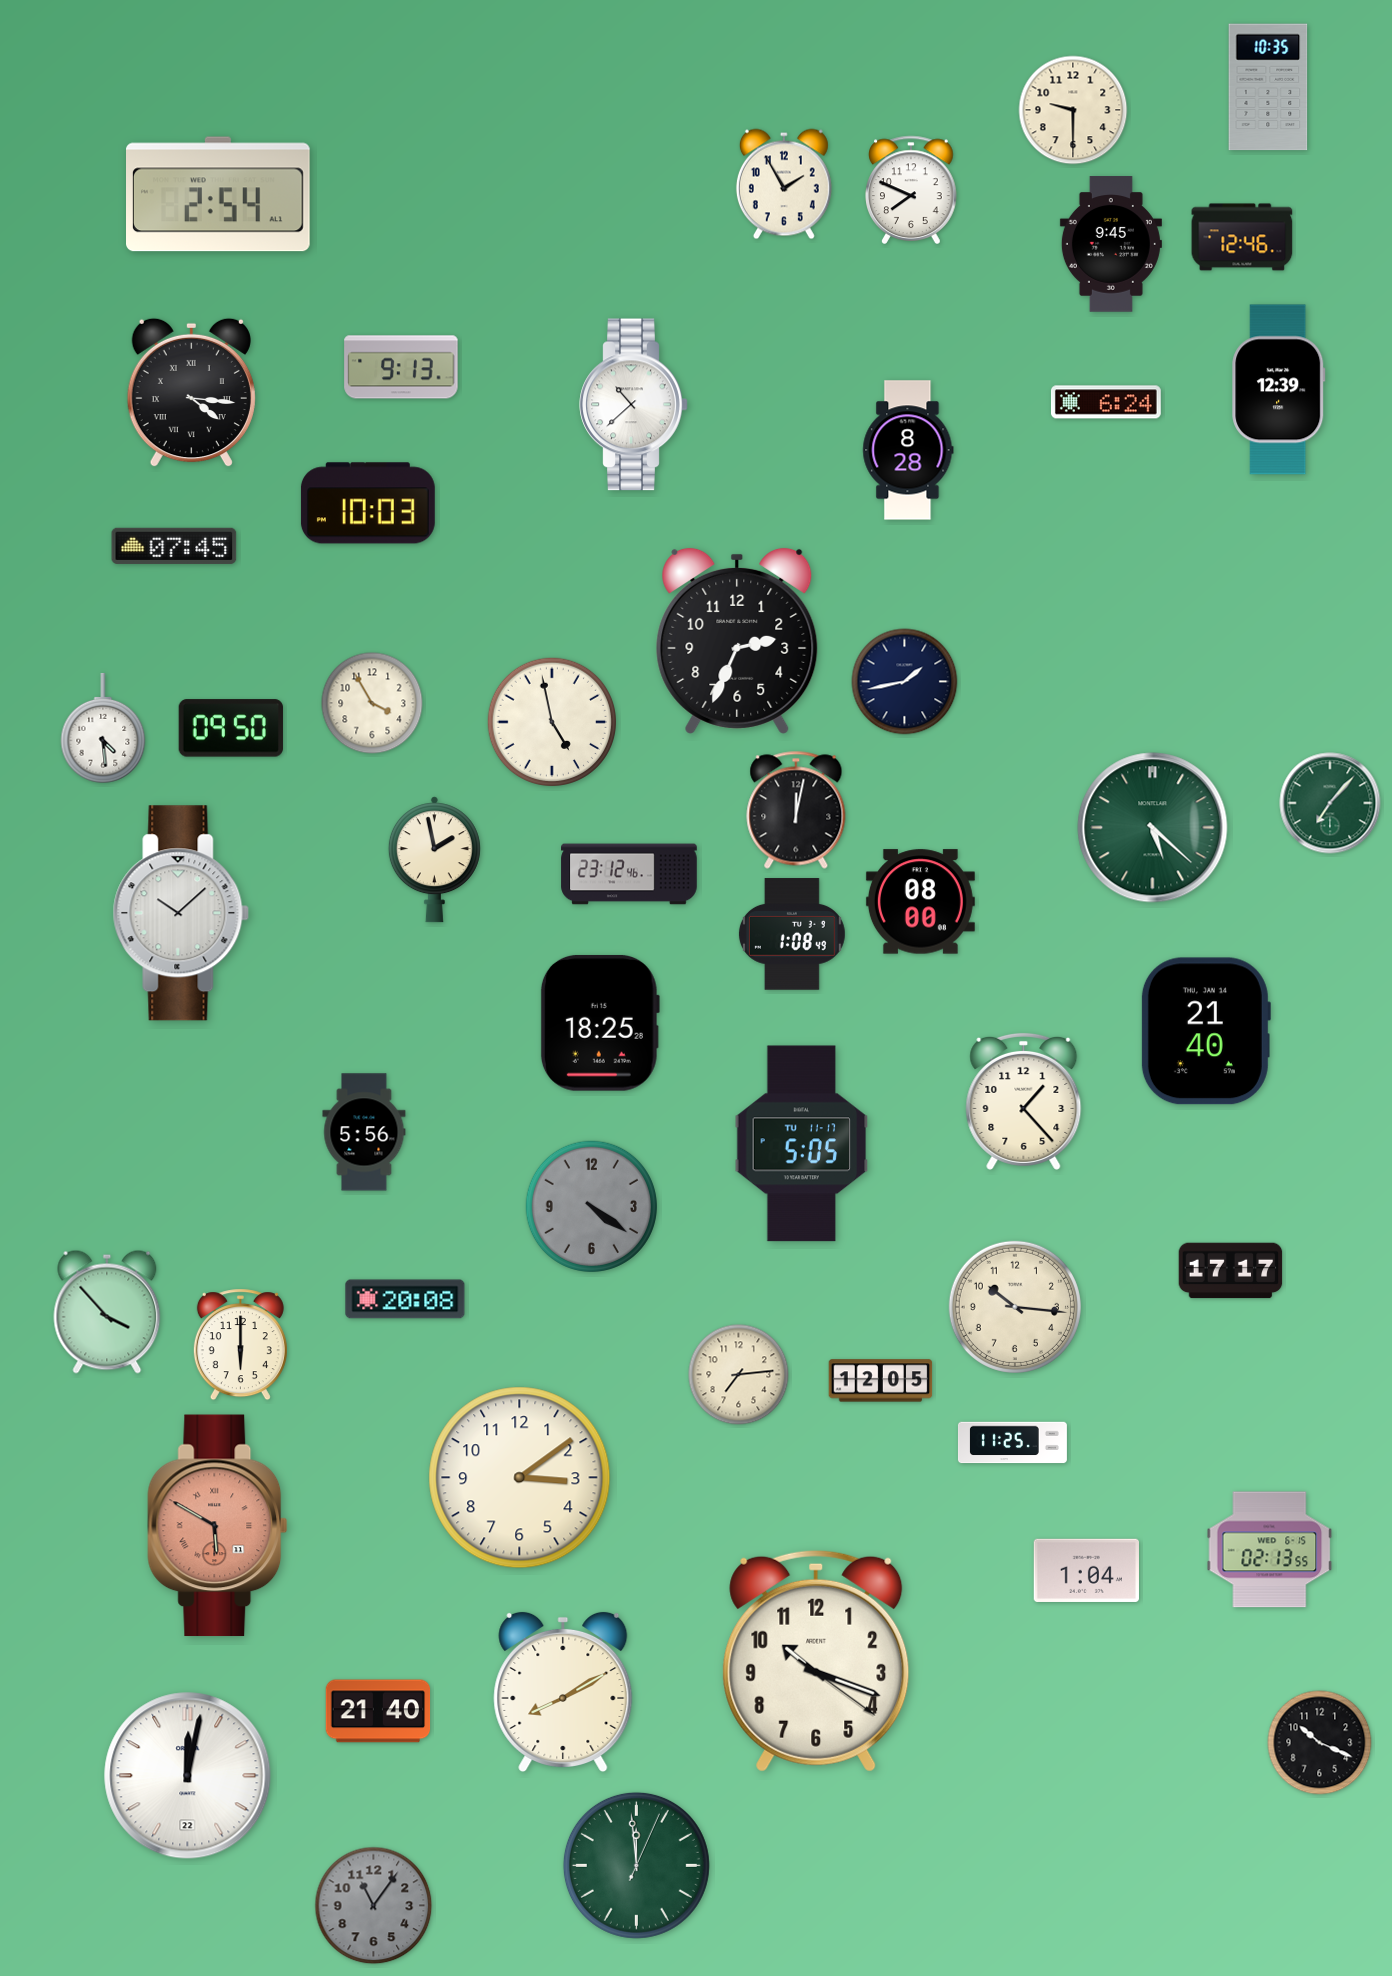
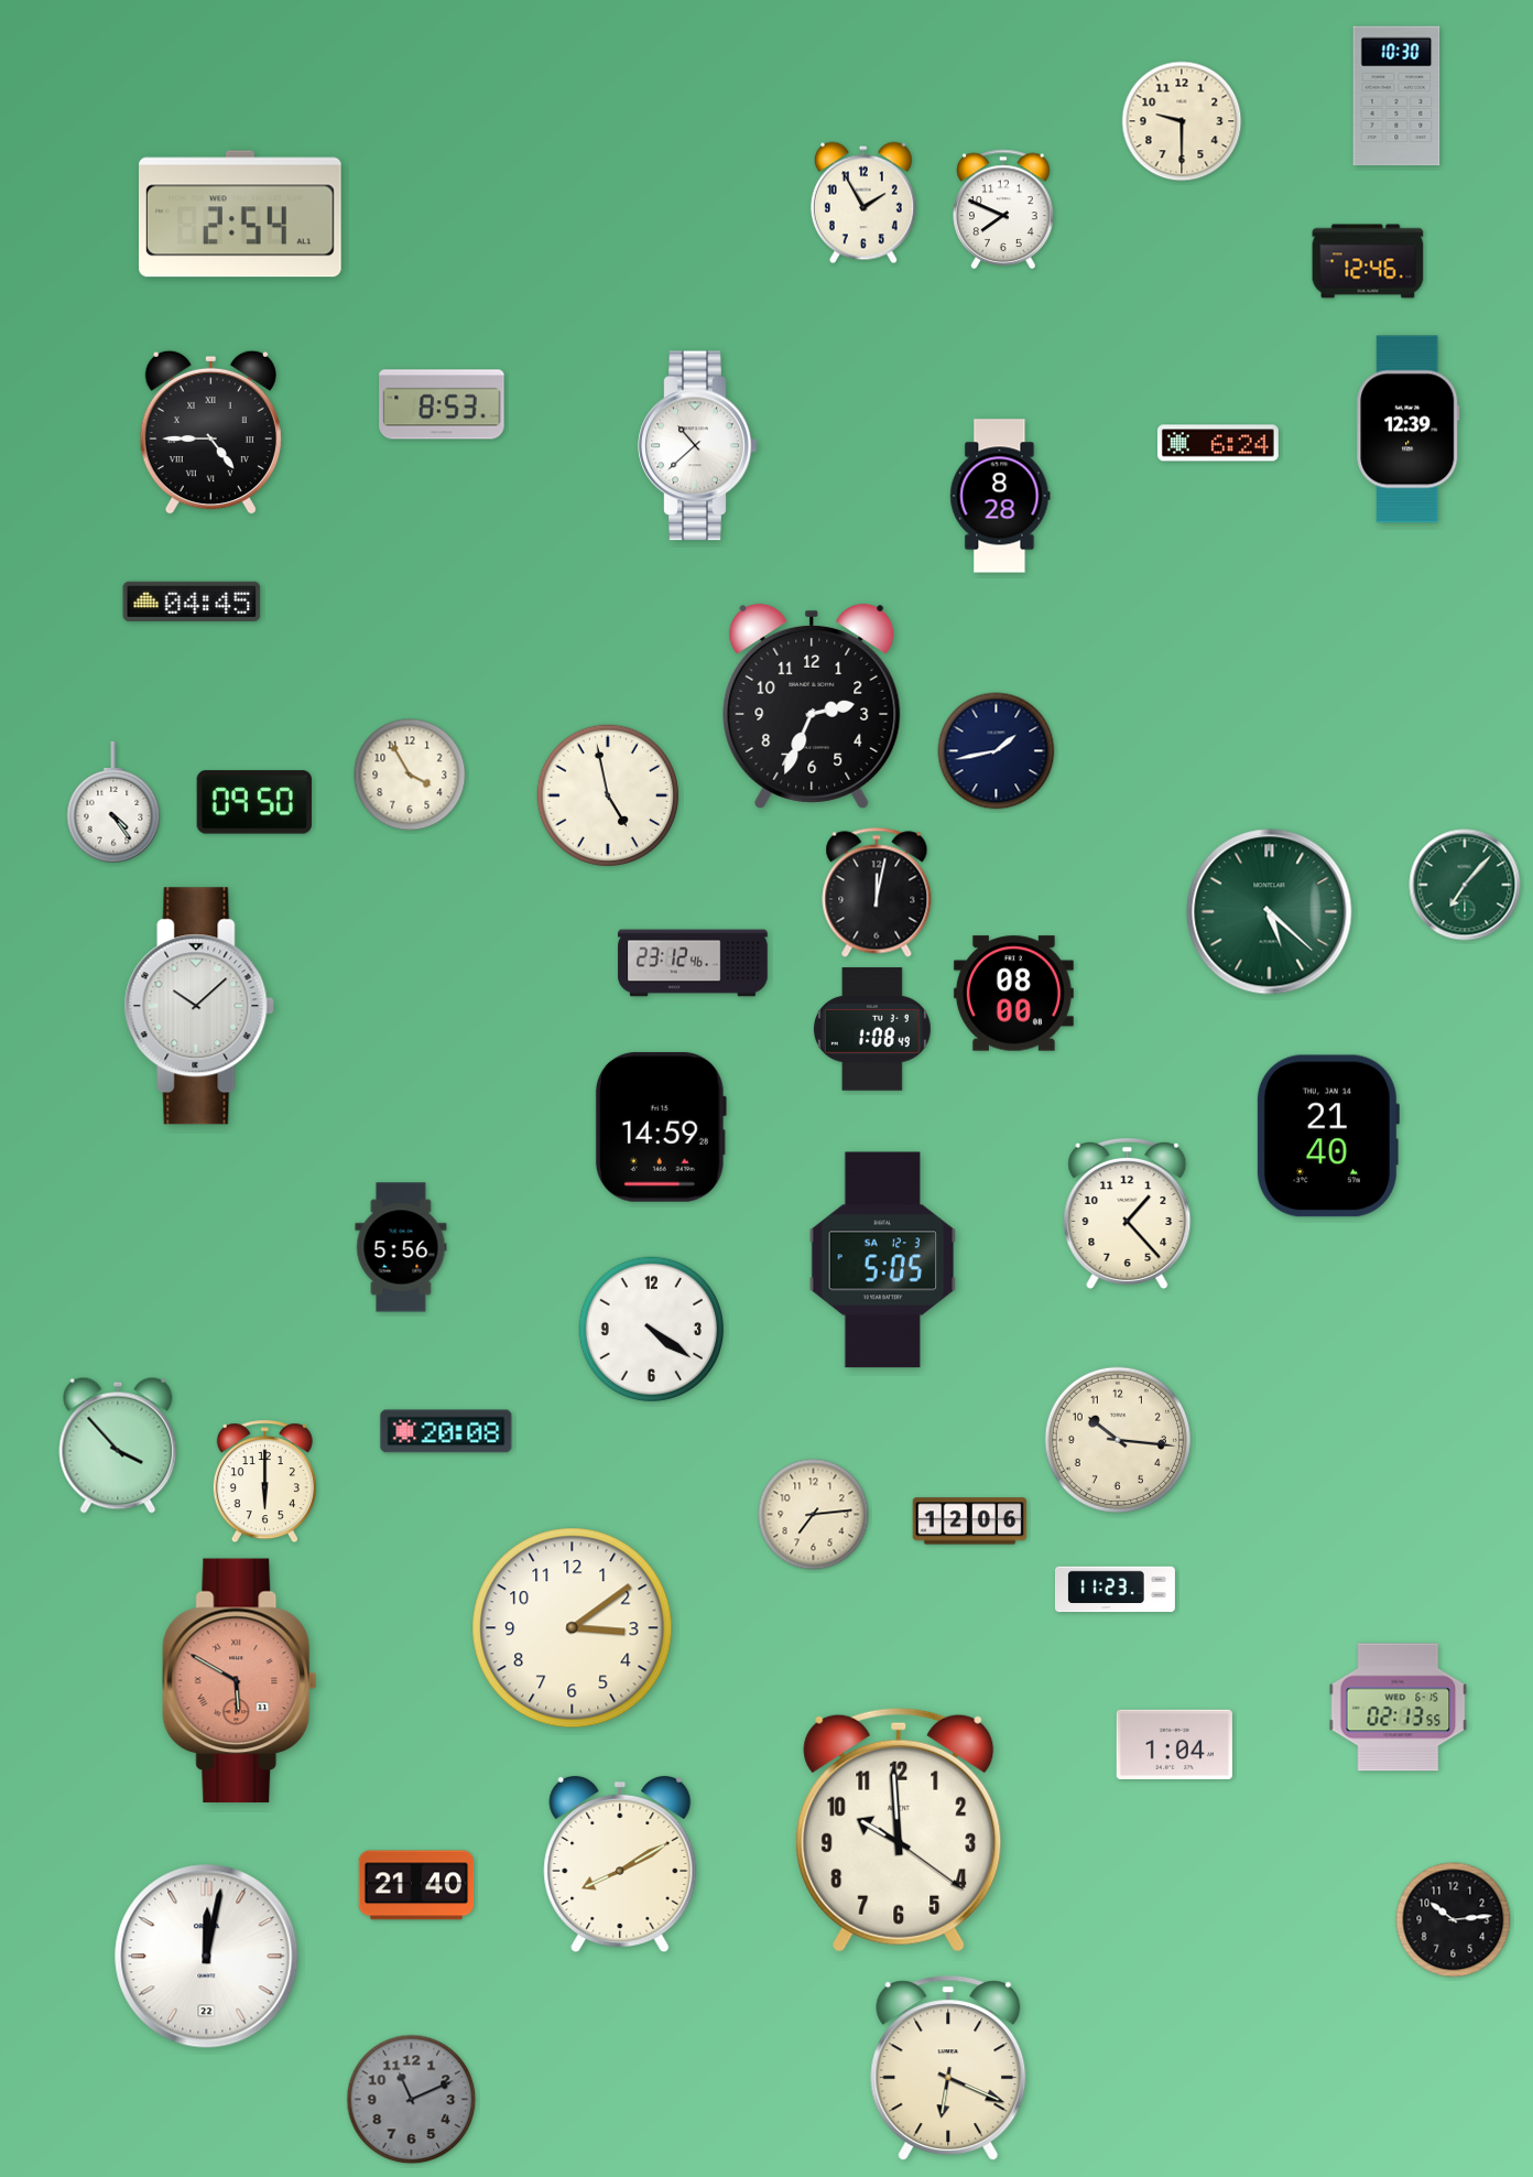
clock at (1268, 87): 10:35 -> 10:30
clock at (1111, 244): 9:45 -> none
clock at (401, 367): 9:13 -> 8:53
clock at (191, 393): 4:16 -> 4:45
clock at (368, 503): 10:03 -> none
clock at (174, 546): 07:45 -> 04:45
clock at (103, 728): 4:29 -> 4:24
clock at (434, 860): 1:58 -> none
clock at (600, 1023): 18:25 -> 14:59
clock at (802, 1144) date: TU 11-17 -> SA 12-3
clock at (591, 1206) dial: grey -> white
clock at (1231, 1271): 17:17 -> none
clock at (881, 1381): 12:05 -> 12:06
clock at (1012, 1443): 11:25 -> 11:23
clock at (1086, 1570) position: (1086, 1570) -> (1174, 1744)
clock at (816, 1661): 10:18 -> 9:59
clock at (1320, 1743): 10:19 -> 10:14
clock at (636, 1865): 11:59 -> none
clock at (948, 2069): none -> 6:19
clock at (374, 1906): 11:06 -> 11:11
